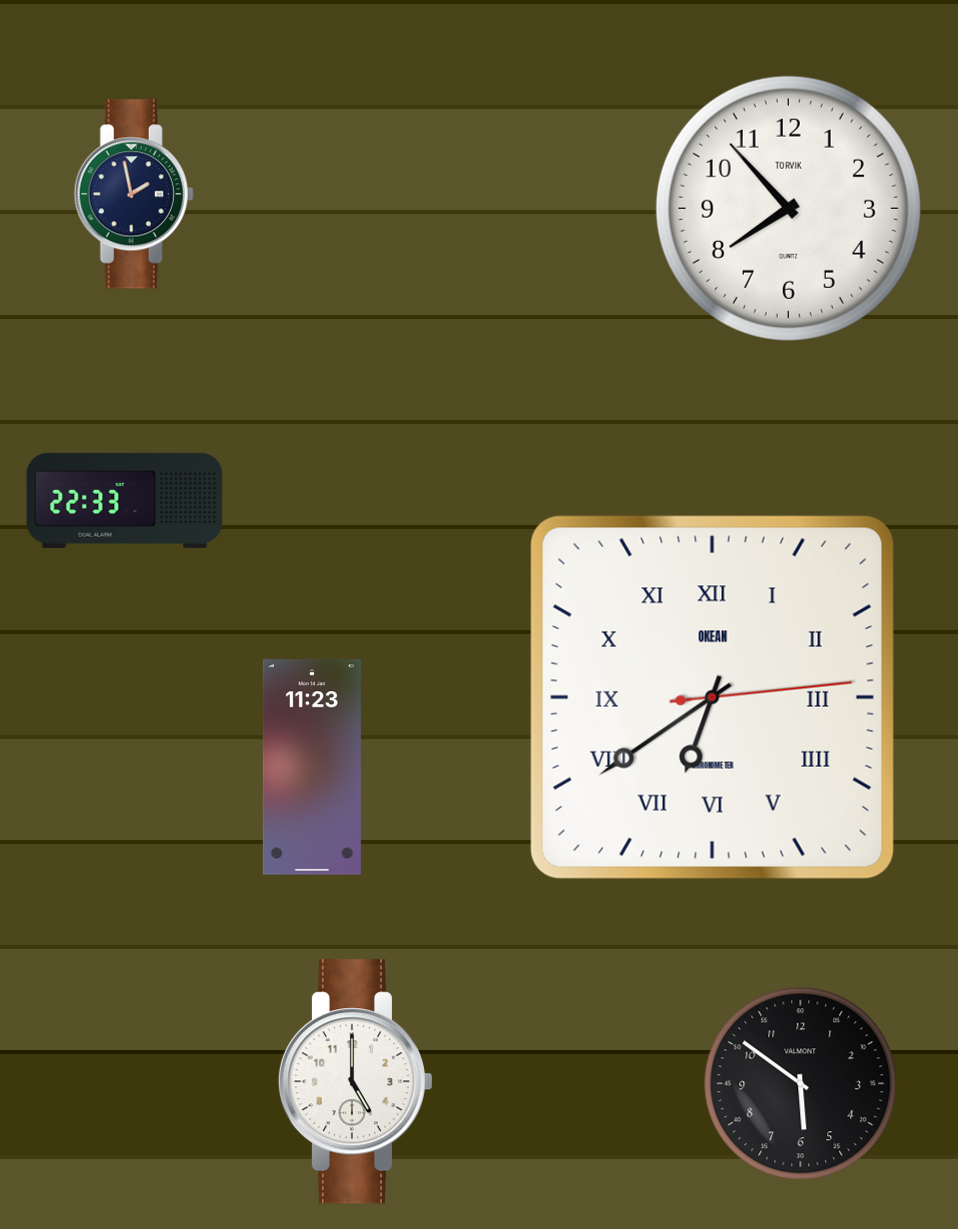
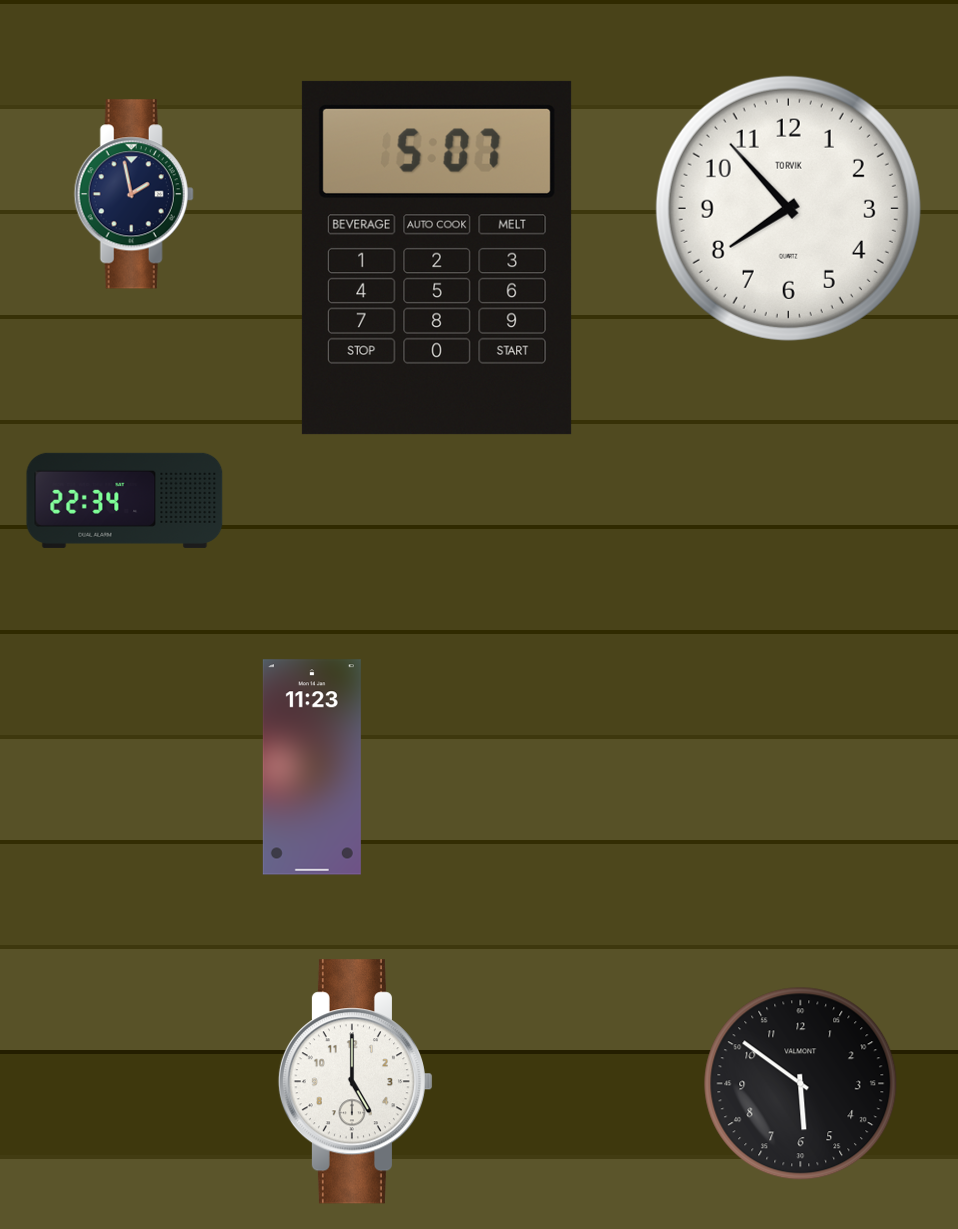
clock at (437, 258): none -> 5:07
clock at (125, 500): 22:33 -> 22:34
clock at (712, 697): 6:39 -> none
